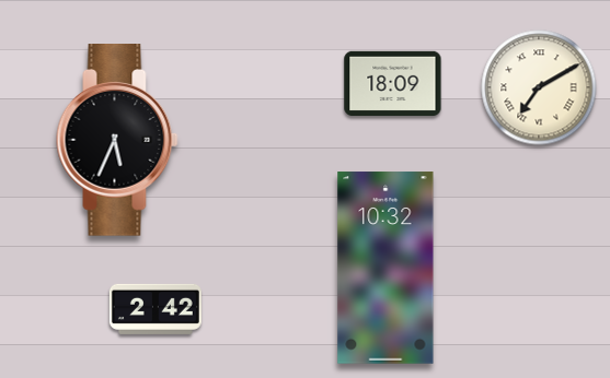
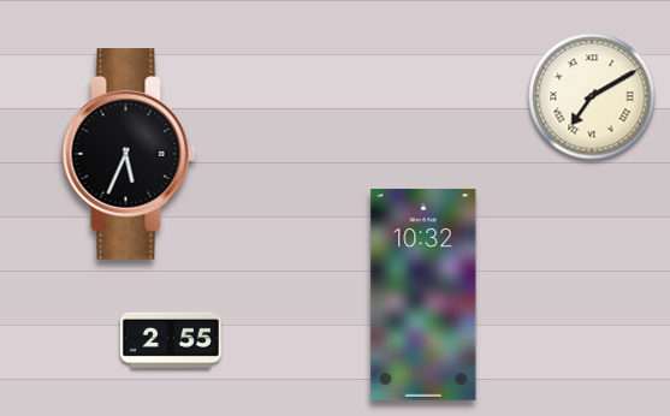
clock at (393, 83): 18:09 -> none
clock at (156, 309): 2:42 -> 2:55
